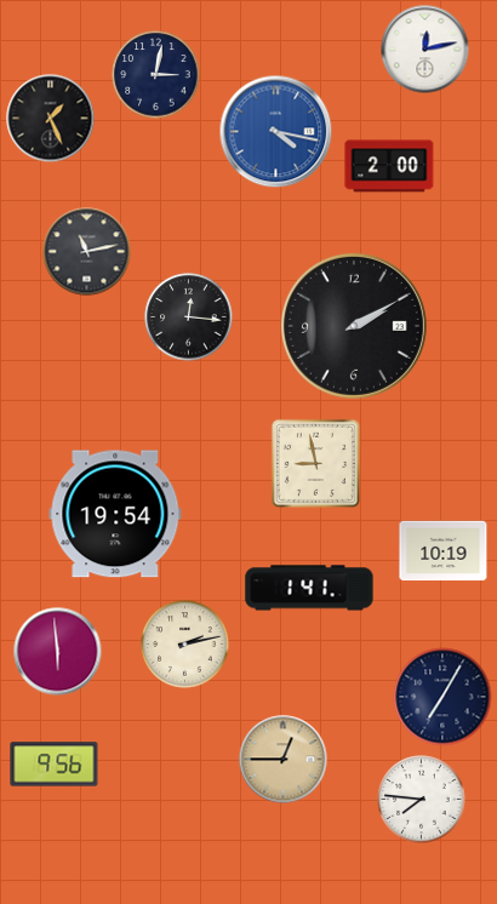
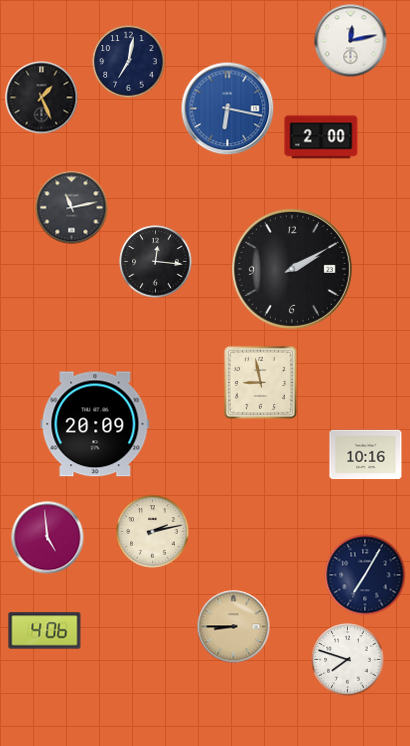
clock at (156, 75): 3:02 -> 7:02
clock at (276, 132): 4:17 -> 6:17
clock at (115, 514): 19:54 -> 20:09
clock at (444, 551): 10:19 -> 10:16
clock at (309, 588): 1:41 -> none
clock at (58, 652): 5:59 -> 4:59
clock at (284, 760): 12:45 -> 8:45
clock at (55, 765): 9:56 -> 4:06
clock at (422, 800): 7:46 -> 7:48
